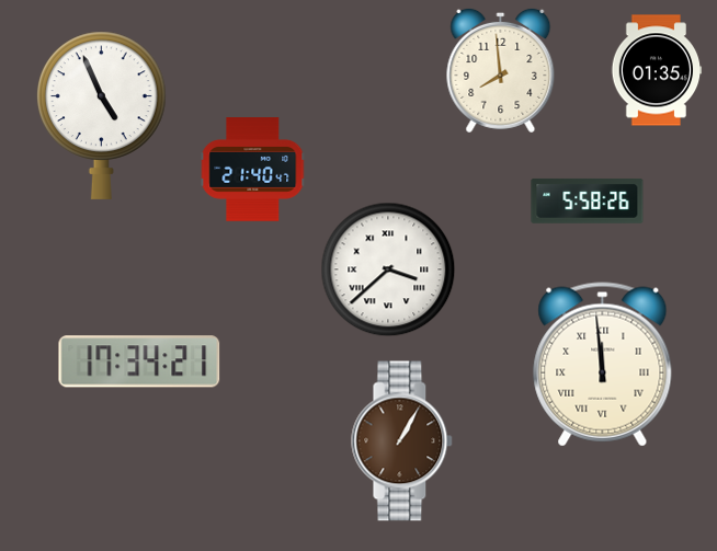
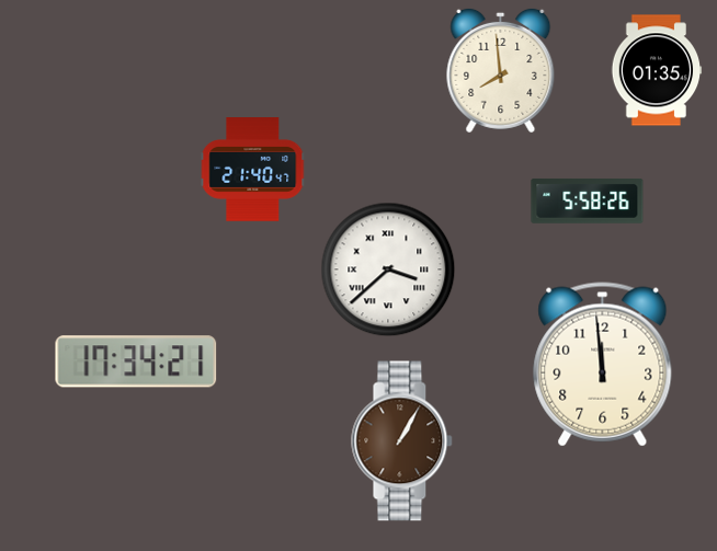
clock at (102, 115): 4:56 -> none
clock at (139, 361) position: (139, 361) -> (136, 361)
clock at (603, 365) numerals: Roman -> Arabic
